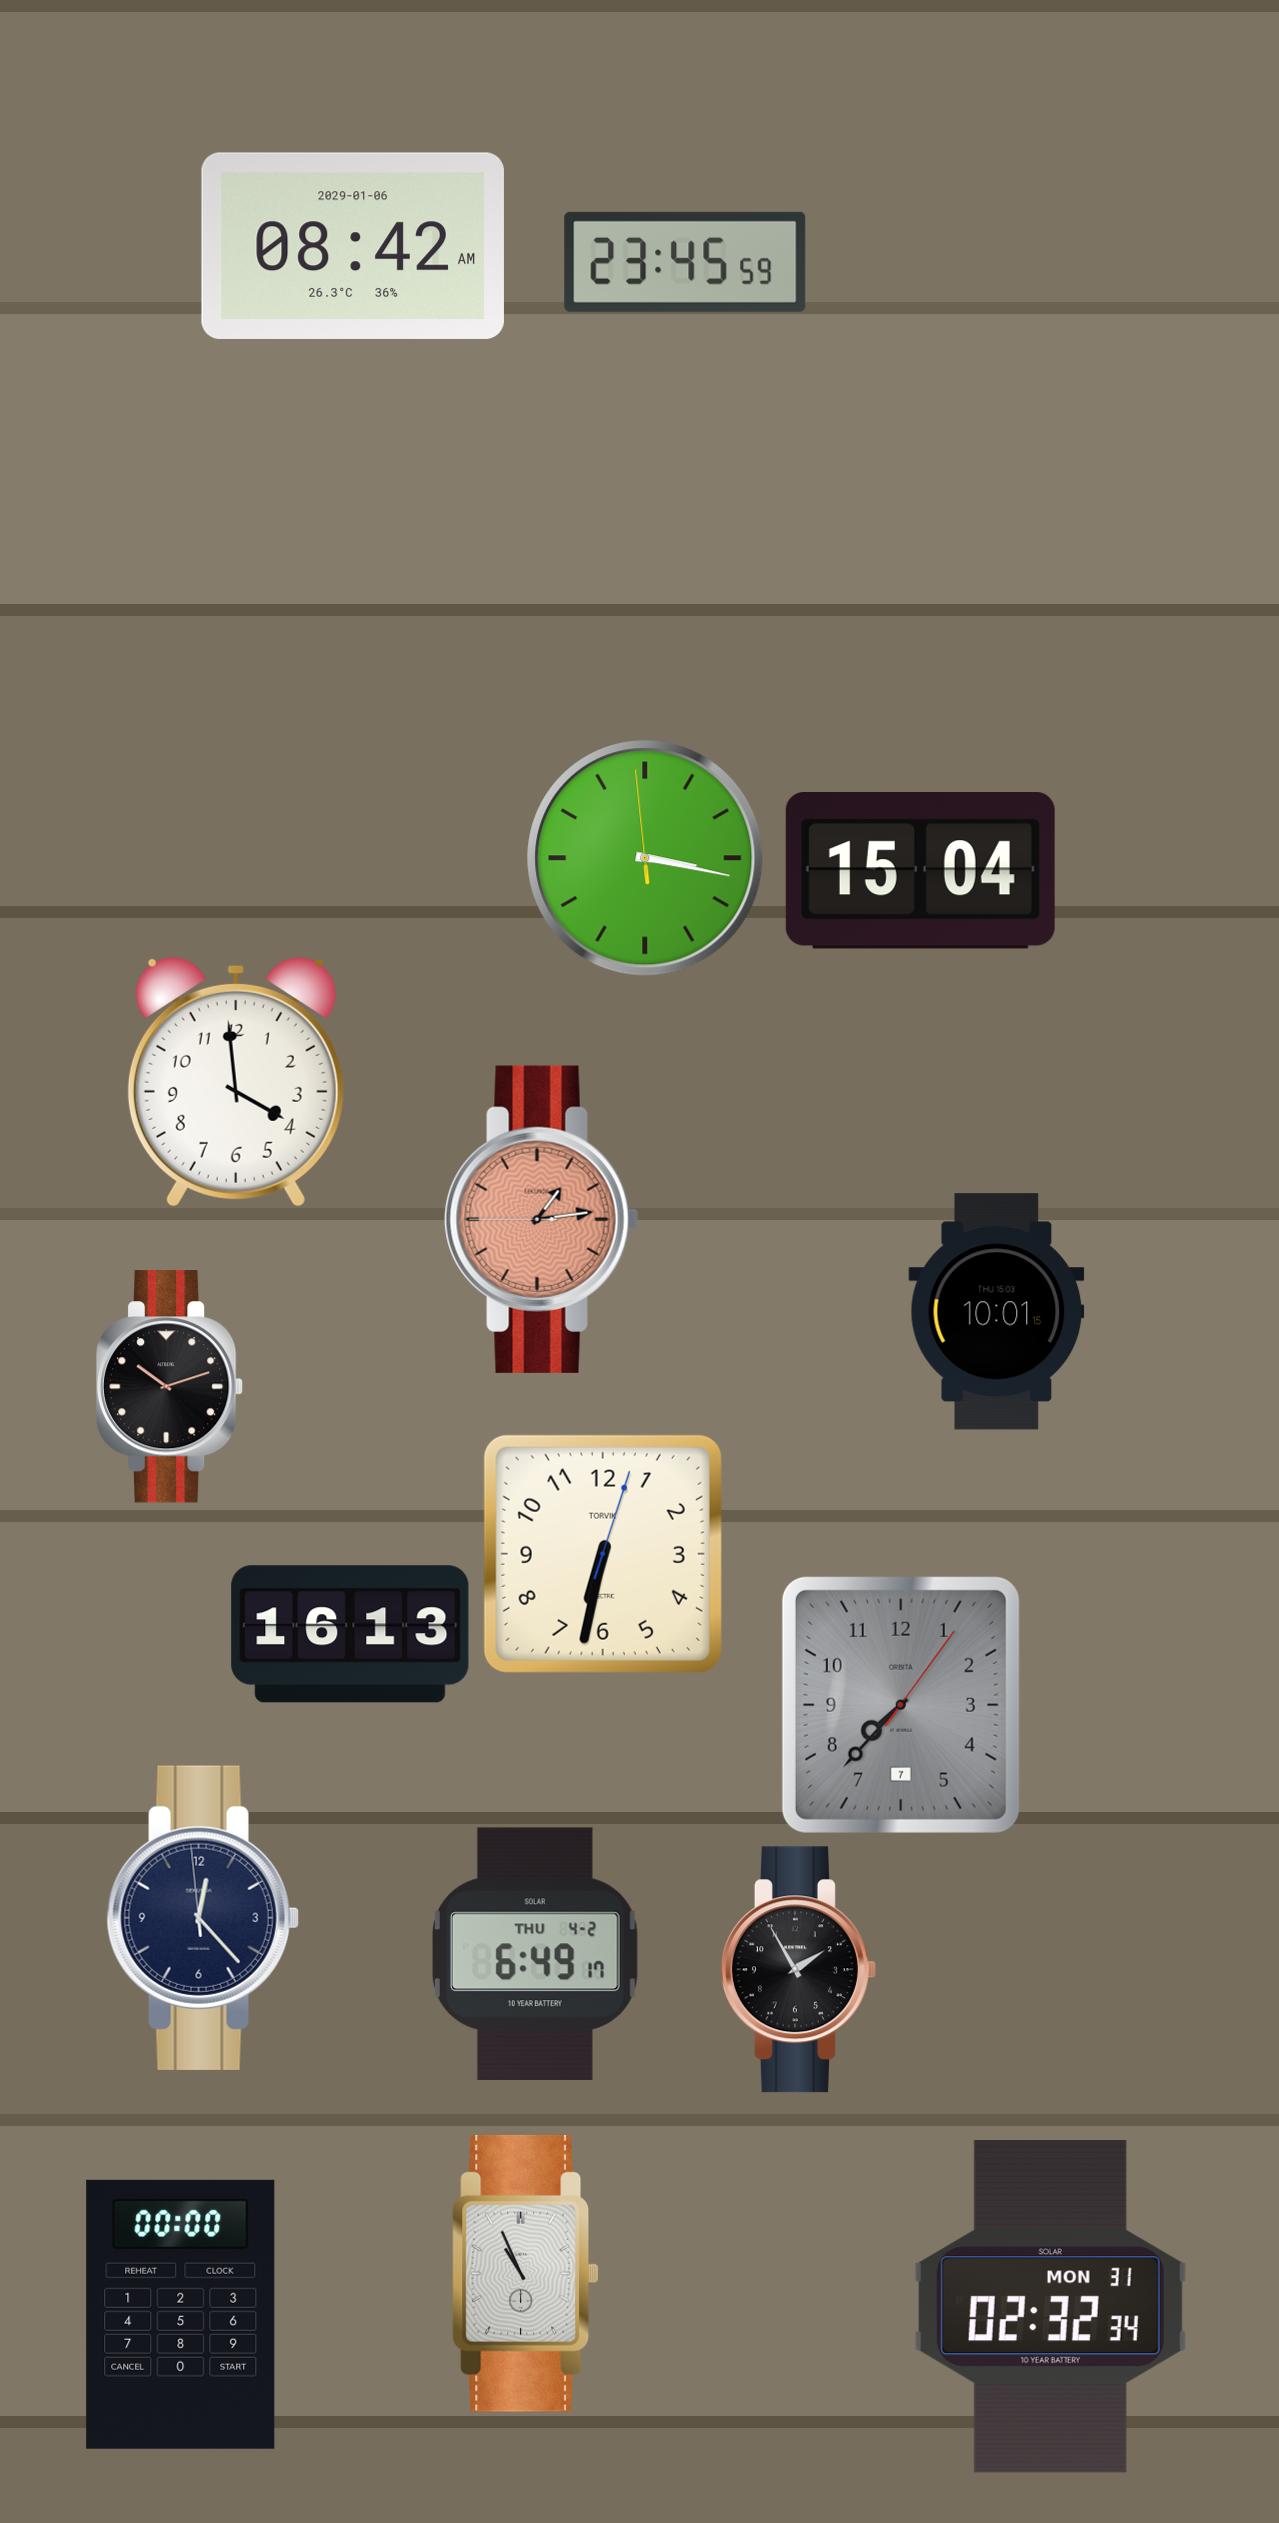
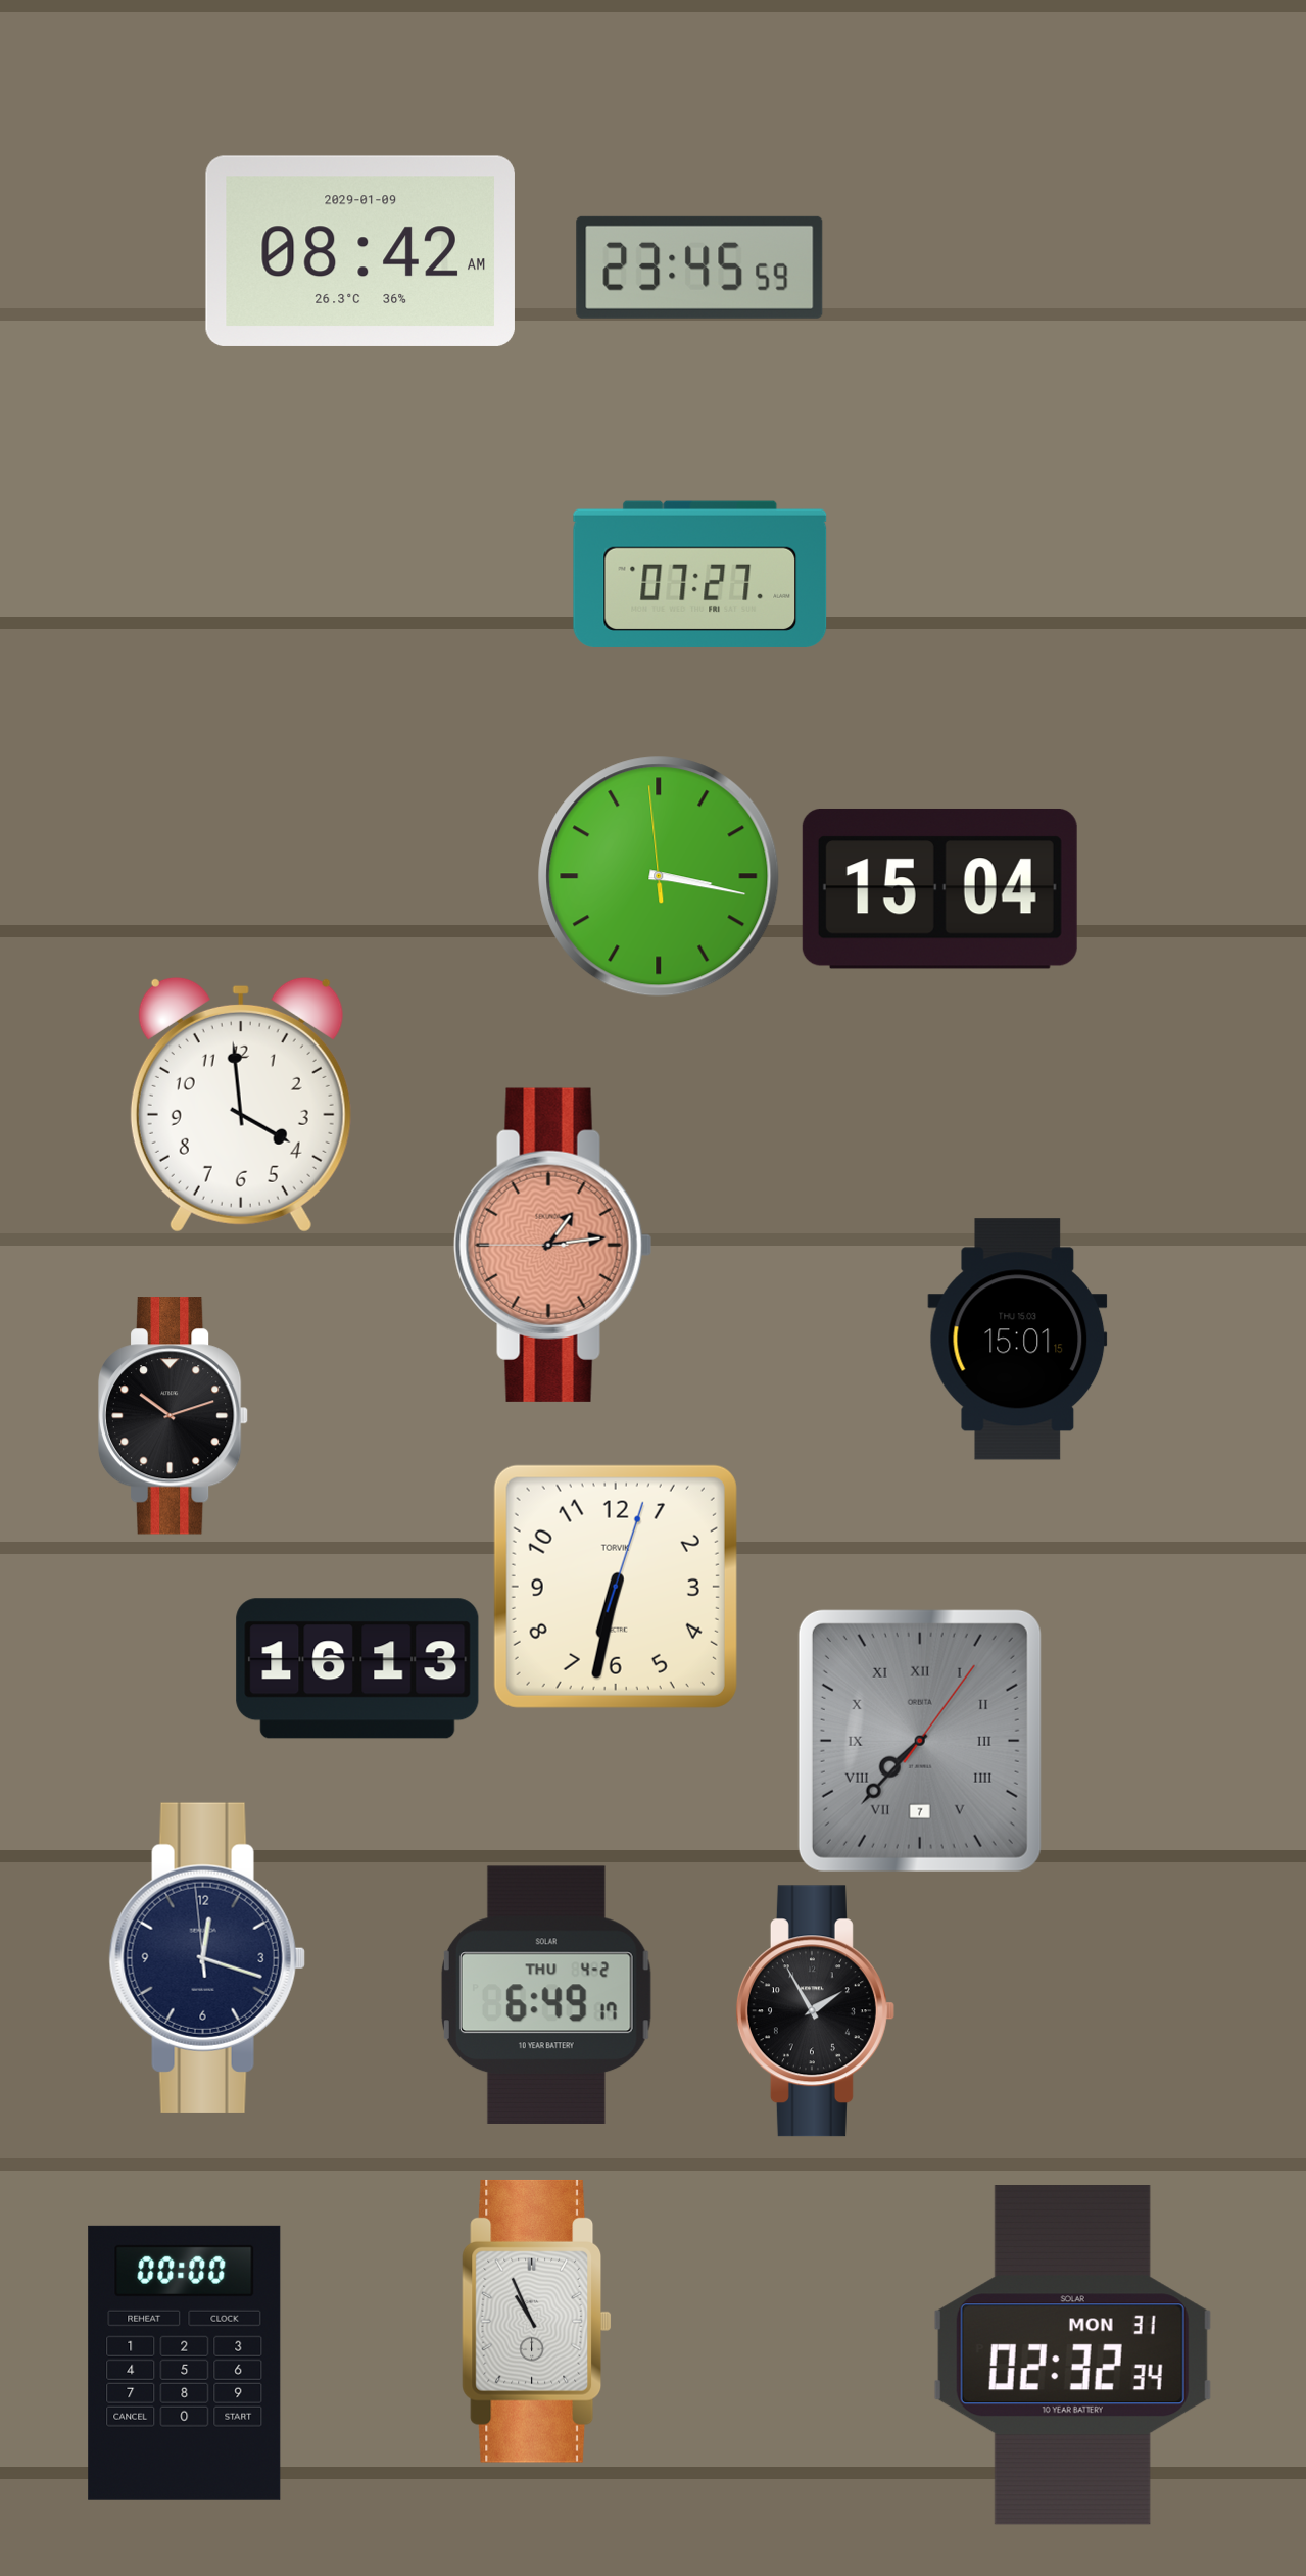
clock at (353, 246) date: 2029-01-06 -> 2029-01-09
clock at (700, 574): none -> 07:27
clock at (997, 1312): 10:01 -> 15:01
clock at (901, 1705) numerals: Arabic -> Roman
clock at (203, 1918): 12:22 -> 12:17
